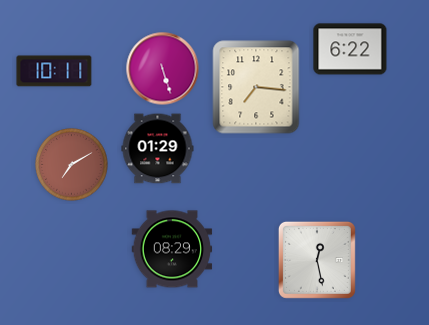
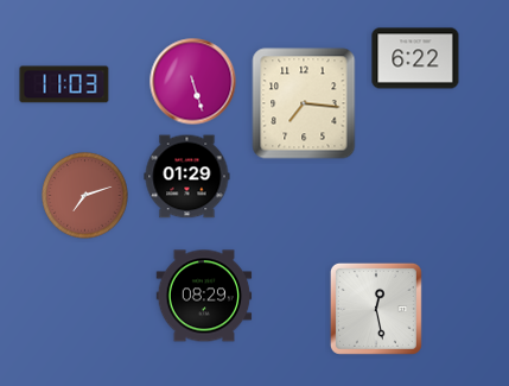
clock at (54, 71): 10:11 -> 11:03
clock at (72, 165): 7:10 -> 7:12
